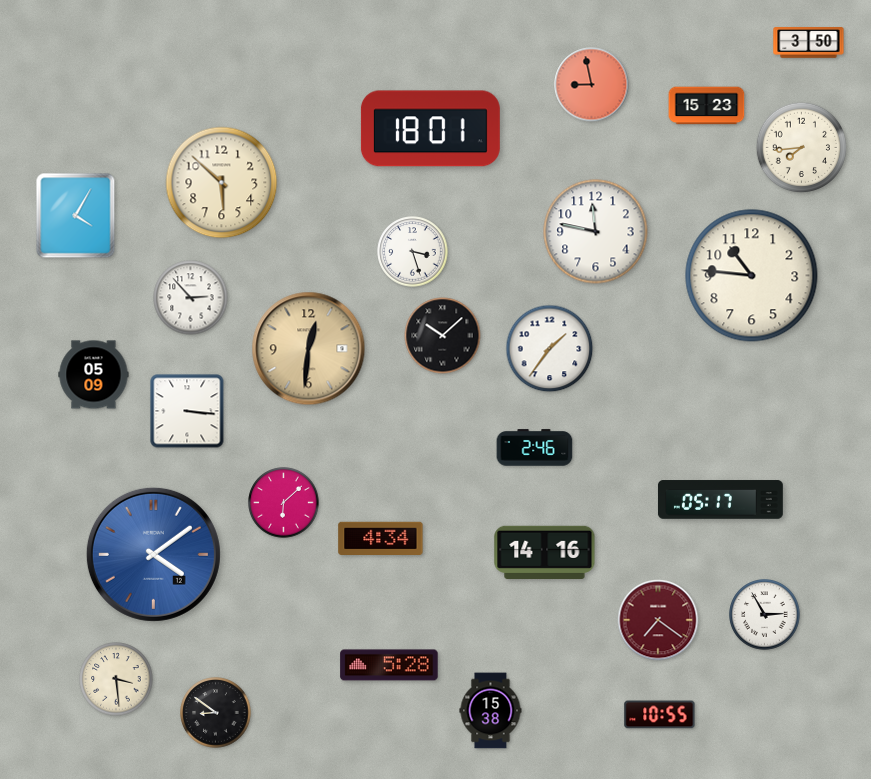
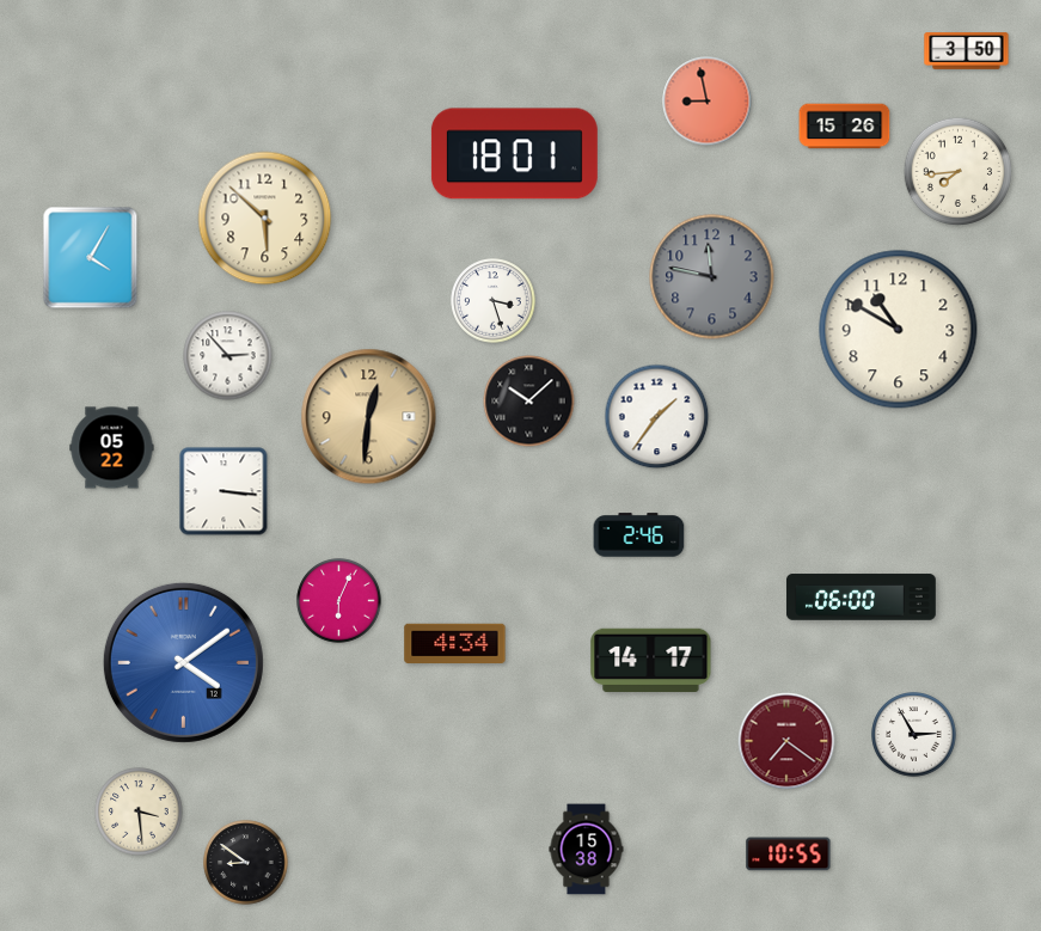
clock at (707, 106): 15:23 -> 15:26
clock at (802, 148) position: (802, 148) -> (959, 172)
clock at (596, 232) dial: white -> grey
clock at (752, 276): 10:46 -> 10:50
clock at (94, 375): 05:09 -> 05:22
clock at (720, 500): 05:17 -> 06:00
clock at (284, 503): 6:08 -> 6:04
clock at (545, 552): 14:16 -> 14:17
clock at (389, 665): 5:28 -> none
clock at (216, 713) position: (216, 713) -> (246, 863)
